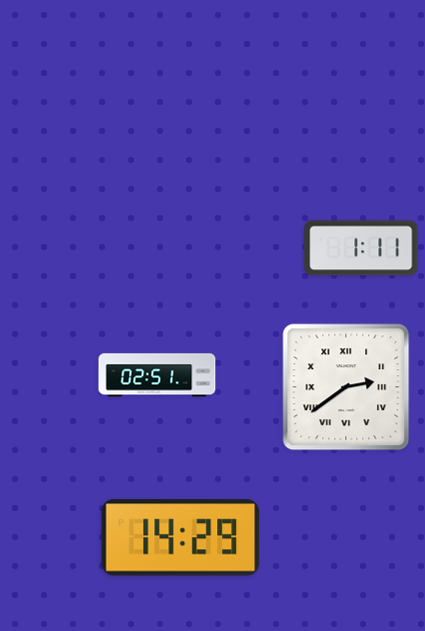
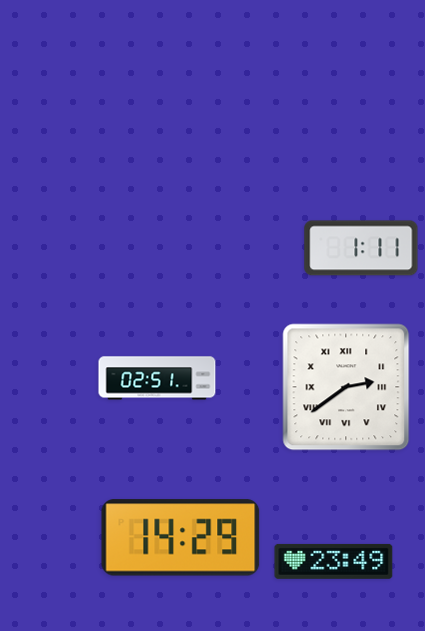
clock at (157, 375) position: (157, 375) -> (157, 378)
clock at (334, 561): none -> 23:49
